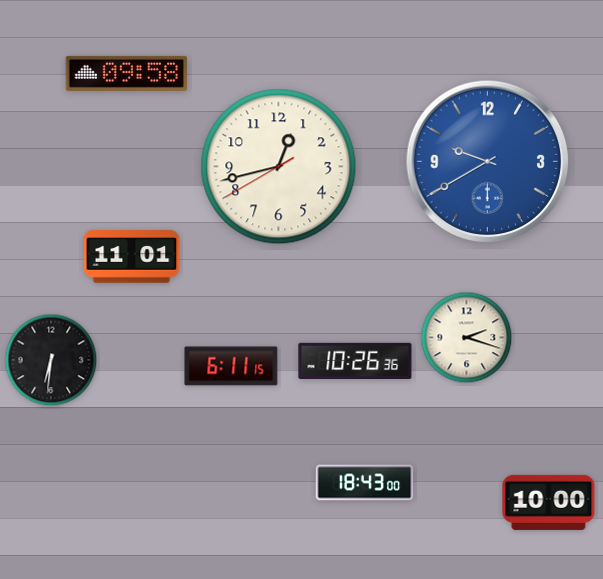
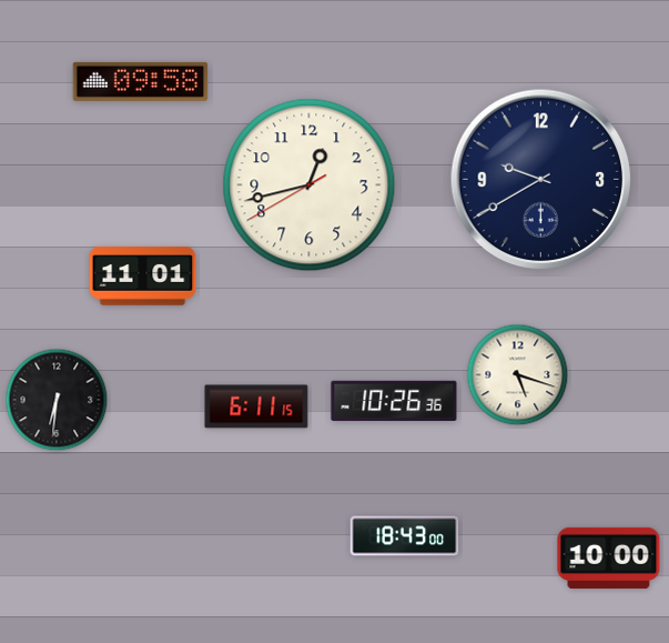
clock at (488, 162) dial: blue -> navy
clock at (132, 257) position: (132, 257) -> (143, 277)
clock at (467, 338): 2:18 -> 5:18
